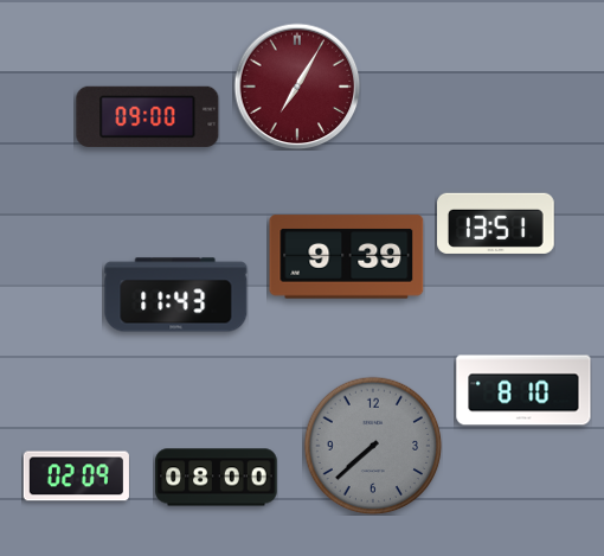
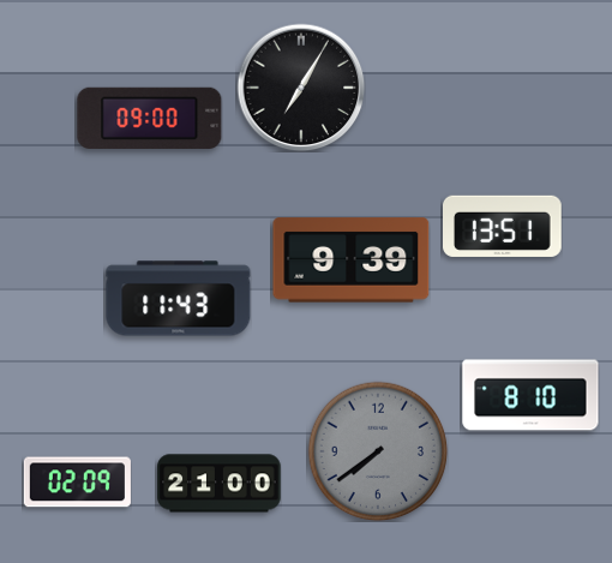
clock at (297, 87) dial: burgundy -> black
clock at (373, 446): 7:38 -> 7:39
clock at (217, 478): 08:00 -> 21:00
